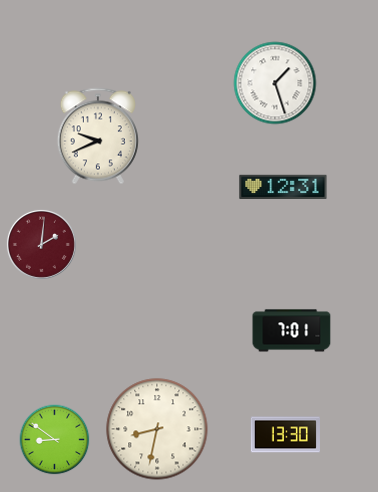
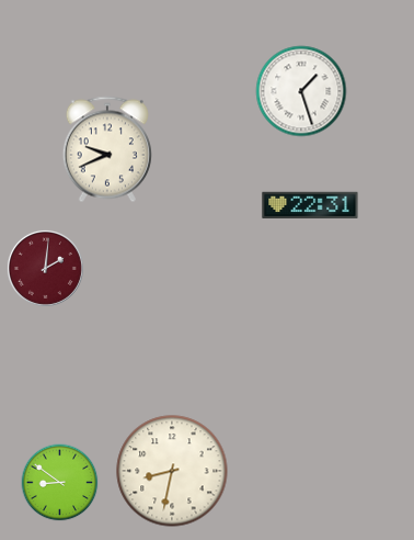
clock at (283, 187): 12:31 -> 22:31
clock at (292, 331): 7:01 -> none
clock at (285, 435): 13:30 -> none
